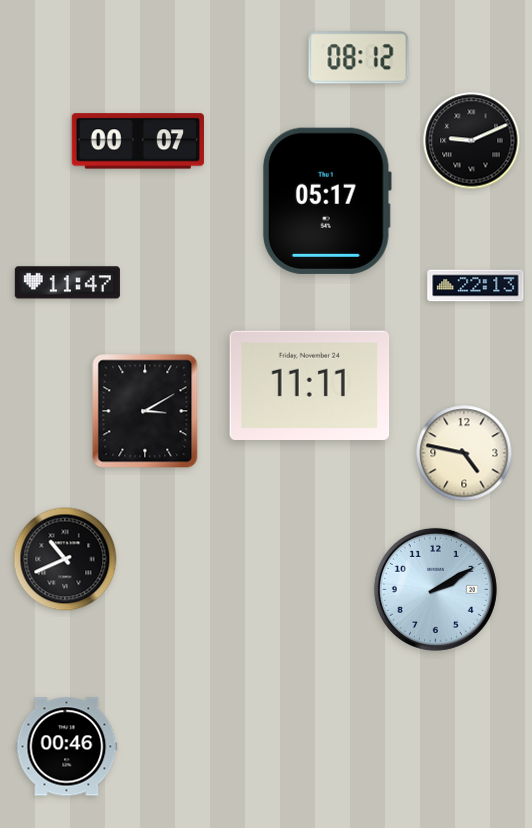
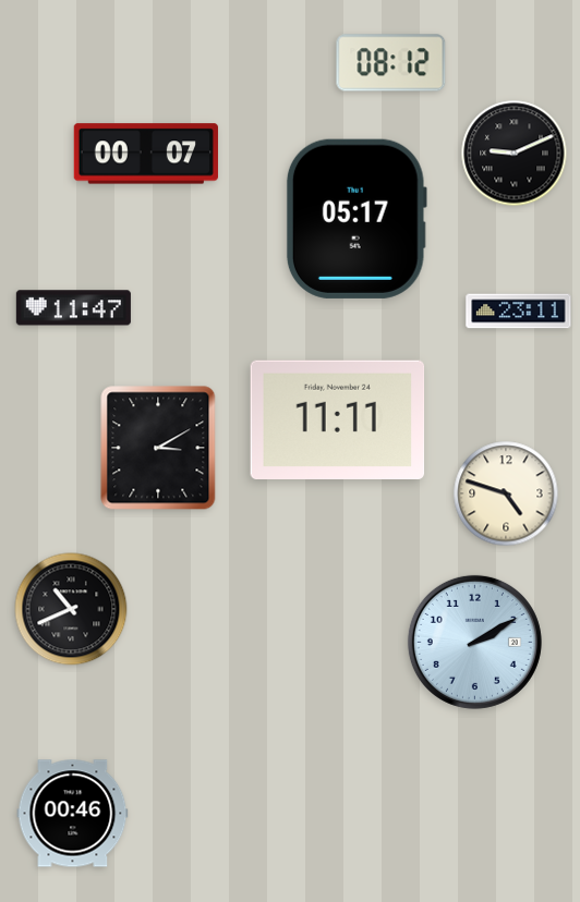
clock at (138, 141) position: (138, 141) -> (146, 154)
clock at (476, 286): 22:13 -> 23:11
clock at (464, 453): 4:47 -> 4:48
